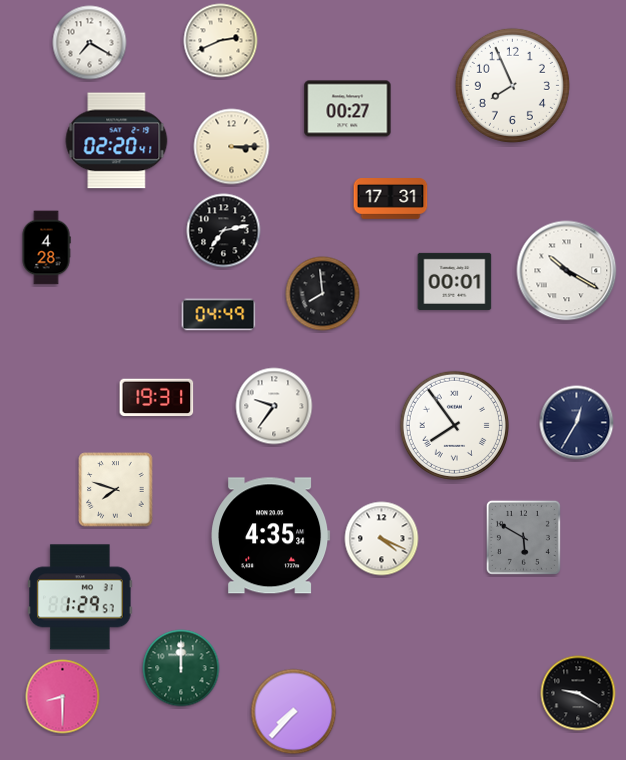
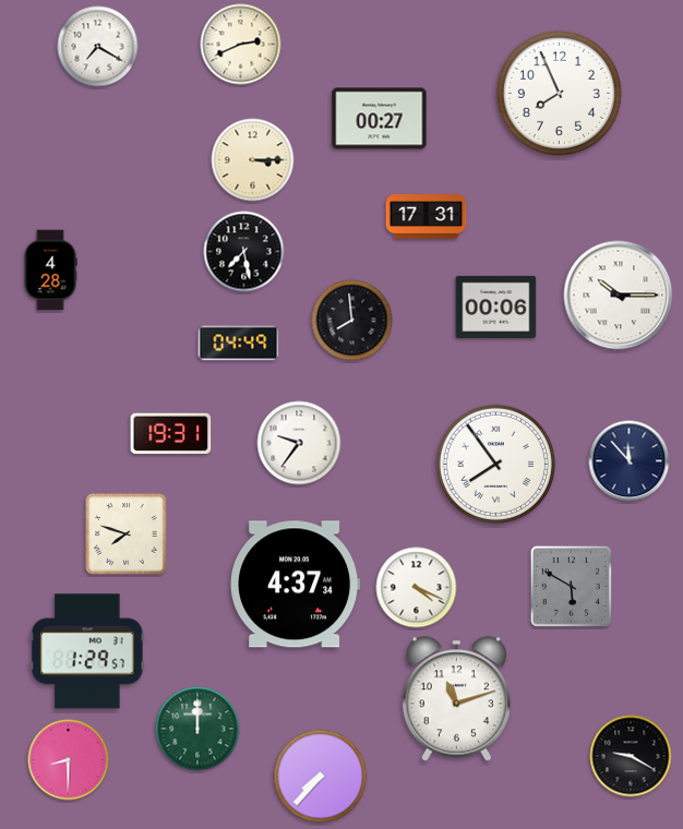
clock at (117, 141): 02:20 -> none
clock at (224, 231): 7:13 -> 7:28
clock at (567, 271): 10:20 -> 10:15
clock at (455, 281): 00:01 -> 00:06
clock at (577, 423): 12:35 -> 11:53
clock at (271, 536): 4:35 -> 4:37
clock at (456, 699): none -> 11:12
